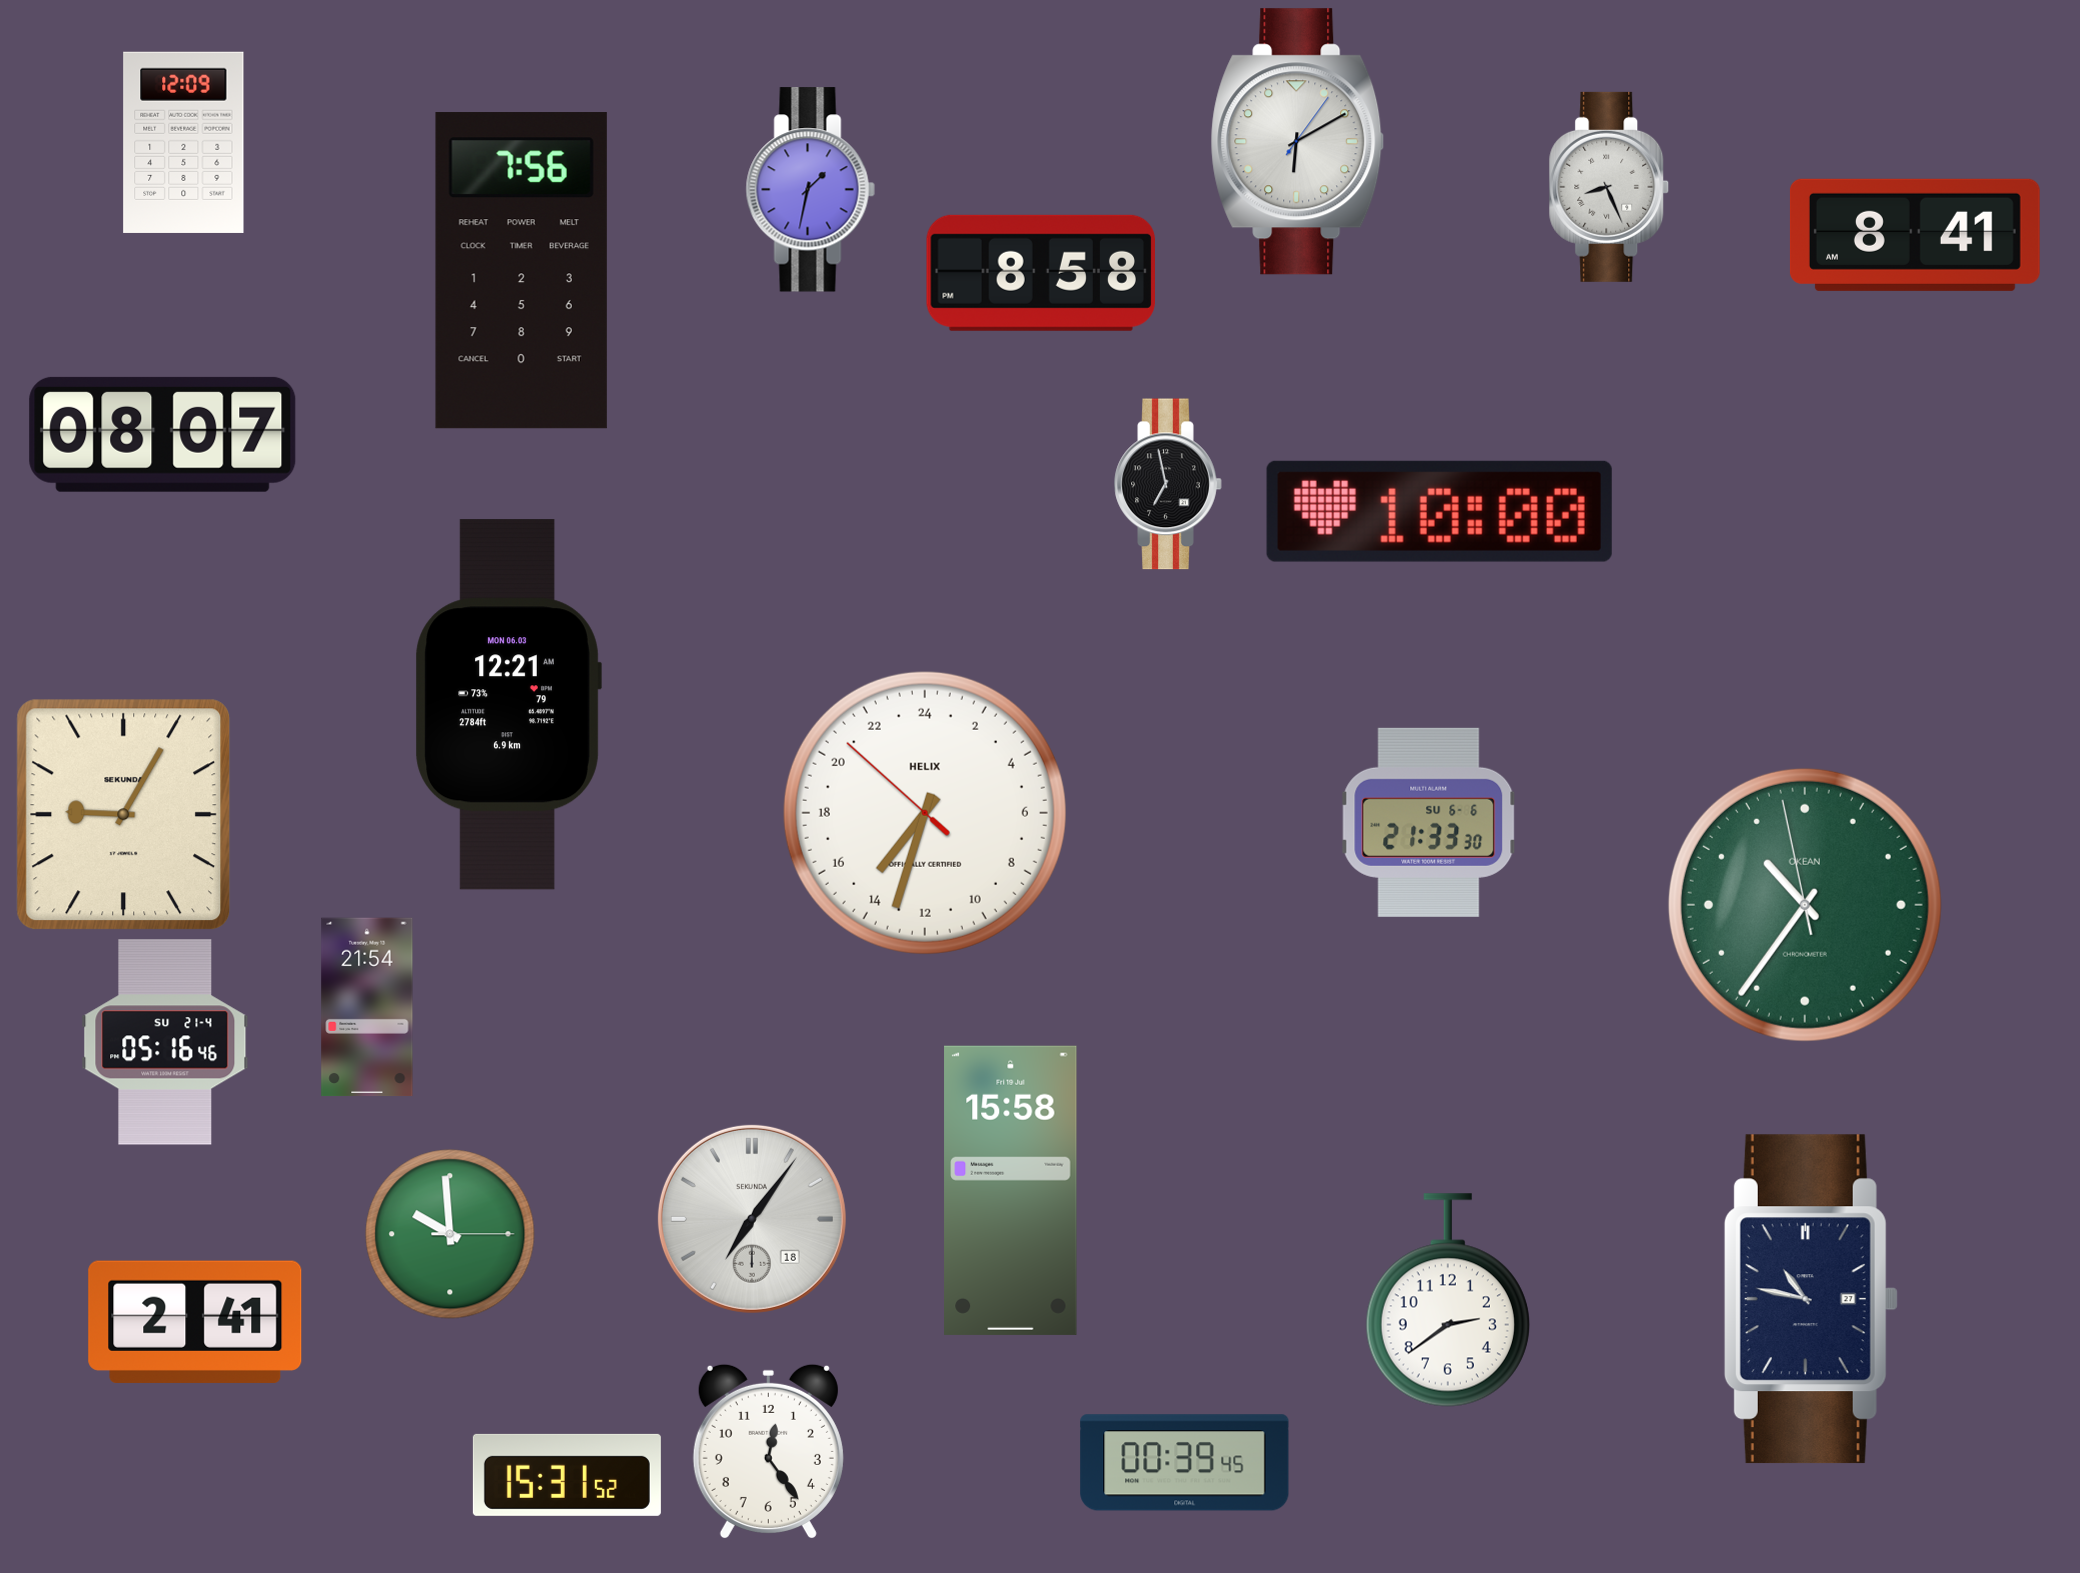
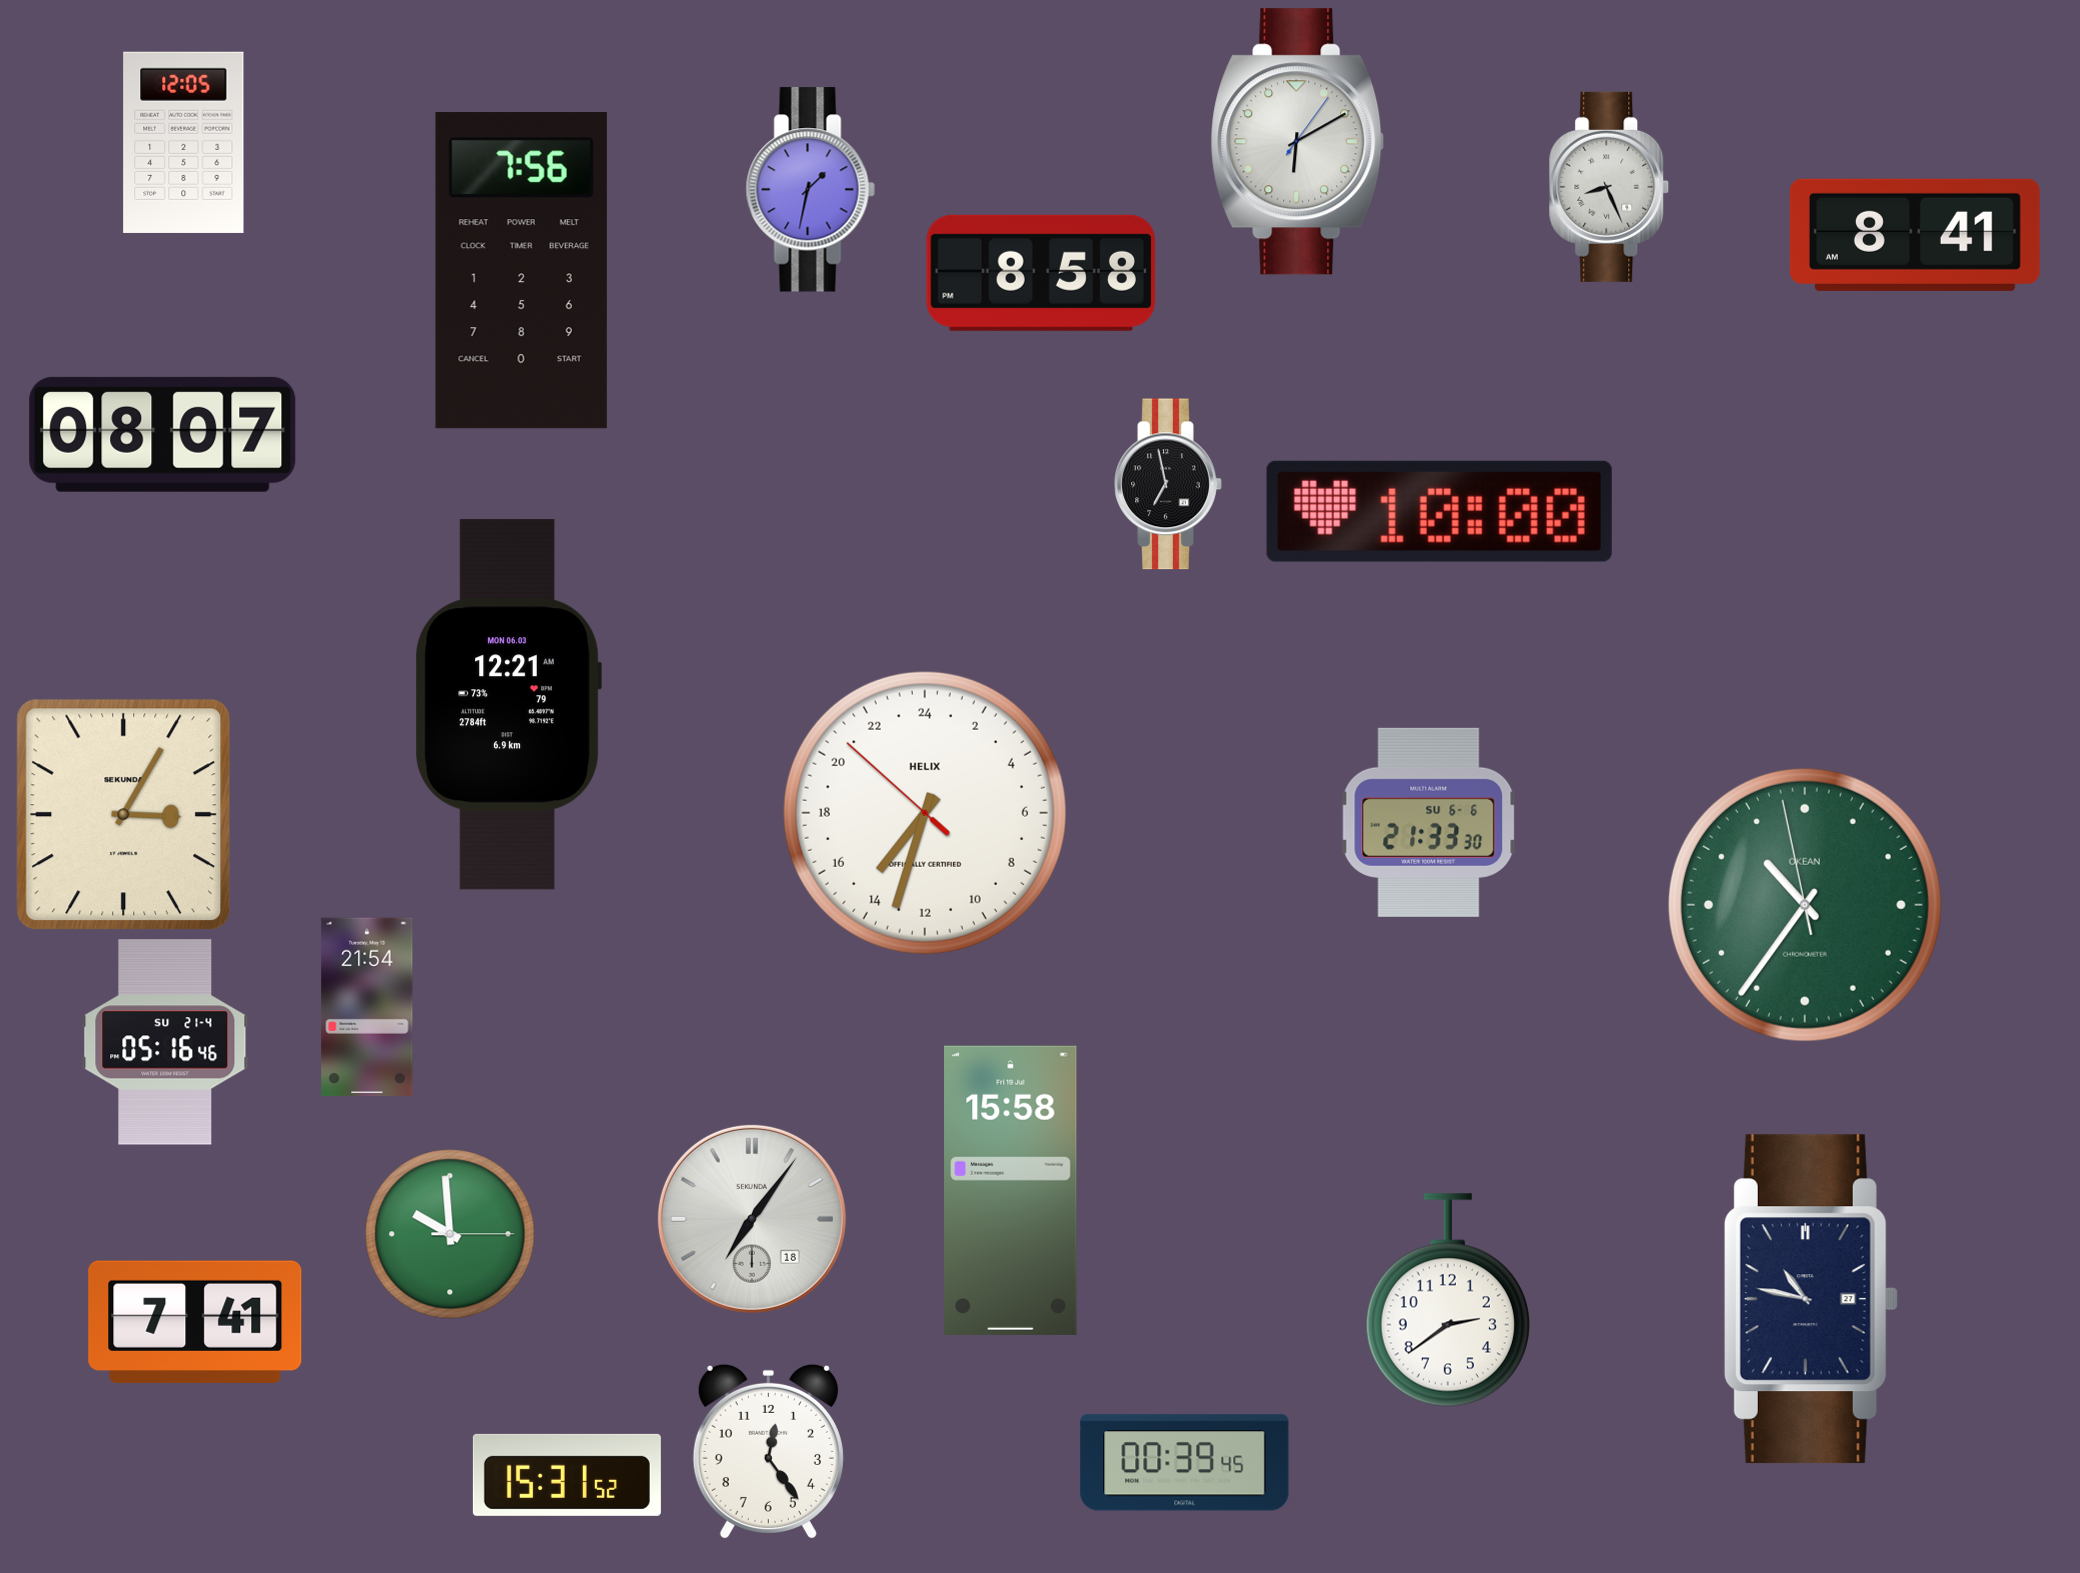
clock at (184, 142): 12:09 -> 12:05
clock at (124, 815): 9:05 -> 3:05
clock at (195, 1322): 2:41 -> 7:41
